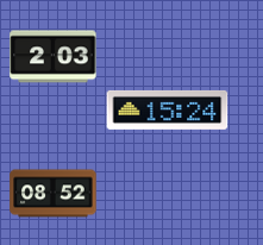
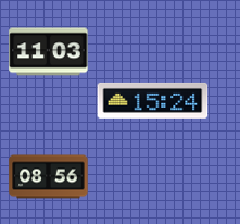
clock at (54, 57): 2:03 -> 11:03
clock at (54, 194): 08:52 -> 08:56
